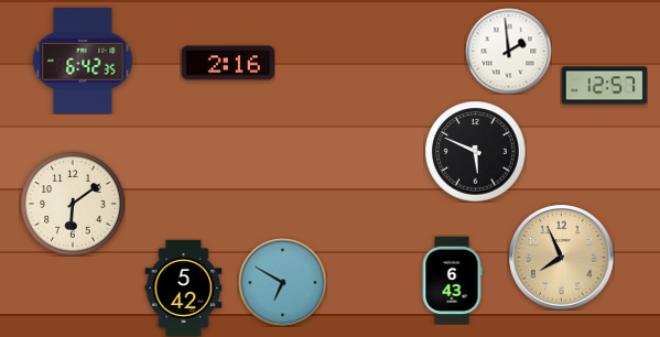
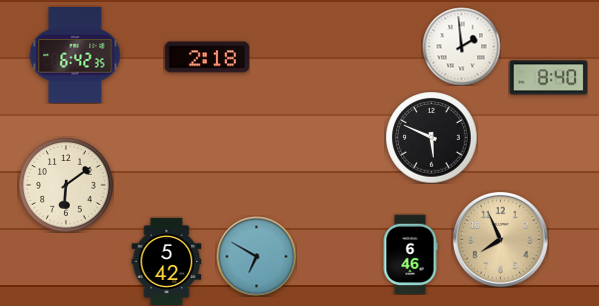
clock at (228, 63): 2:16 -> 2:18
clock at (604, 86): 12:57 -> 8:40
clock at (561, 257) position: (561, 257) -> (500, 239)
clock at (452, 280): 6:43 -> 6:46
